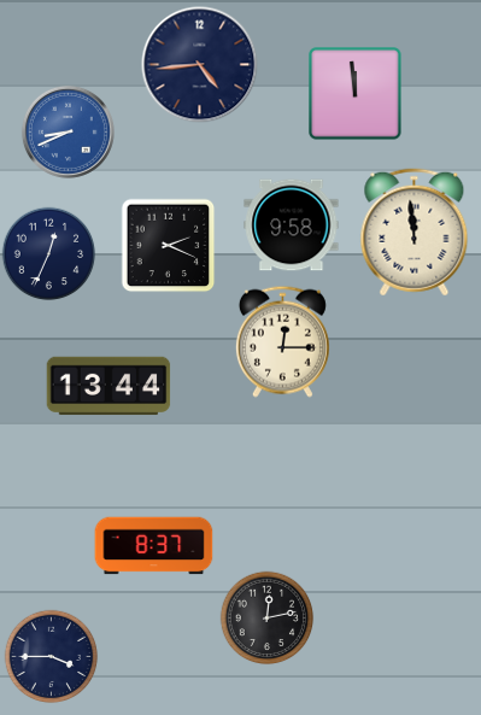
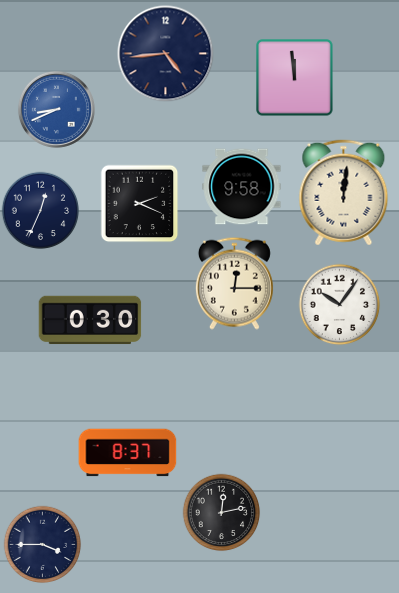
clock at (415, 233): 11:59 -> 12:01
clock at (339, 304): none -> 10:06
clock at (108, 386): 13:44 -> 0:30
